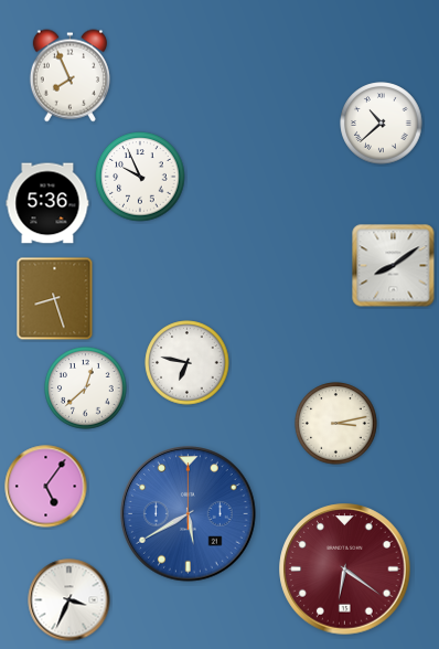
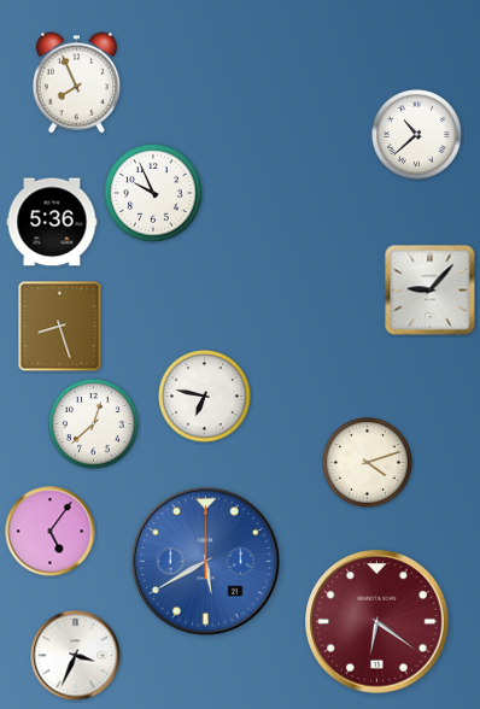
clock at (394, 266): 8:09 -> 9:07
clock at (336, 424): 3:13 -> 4:12
